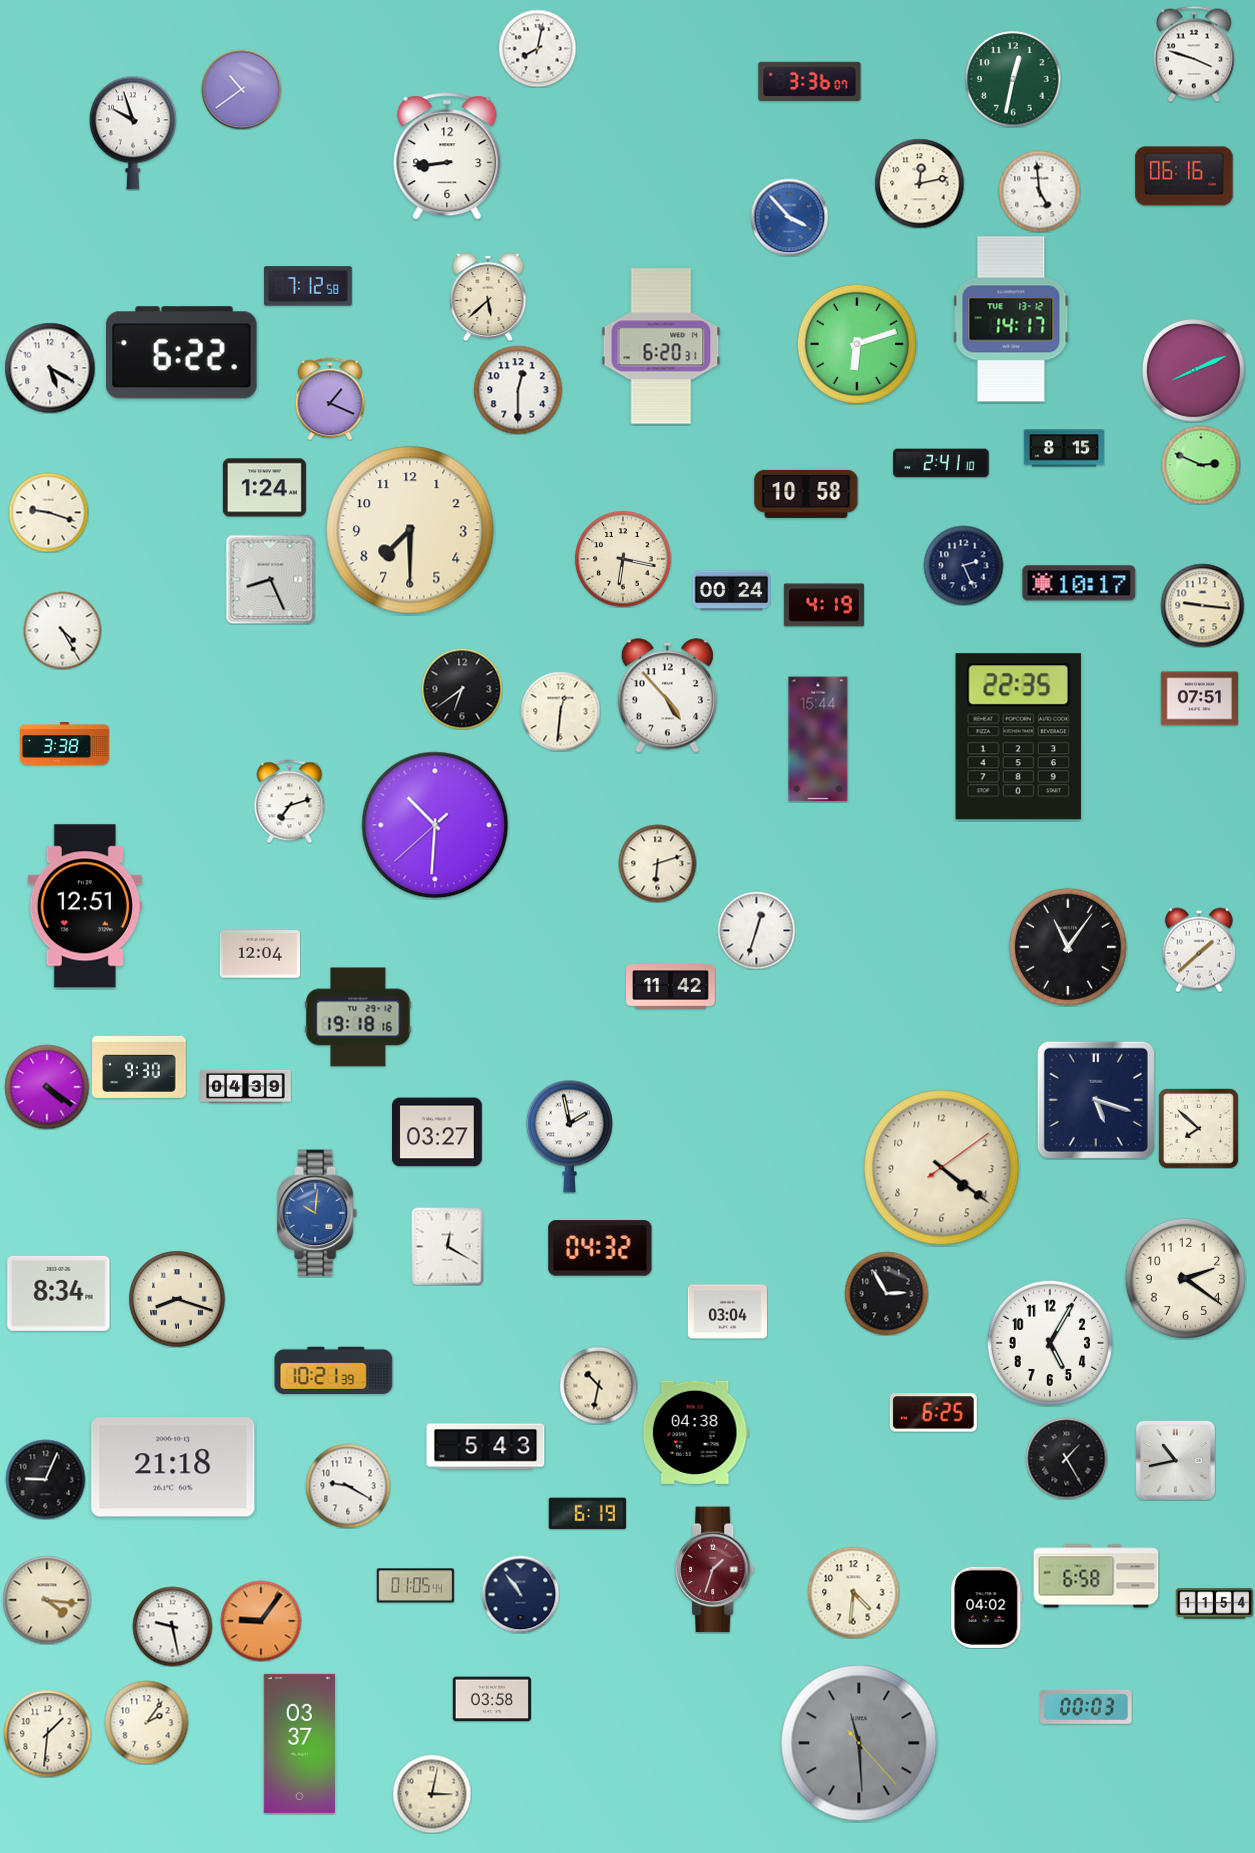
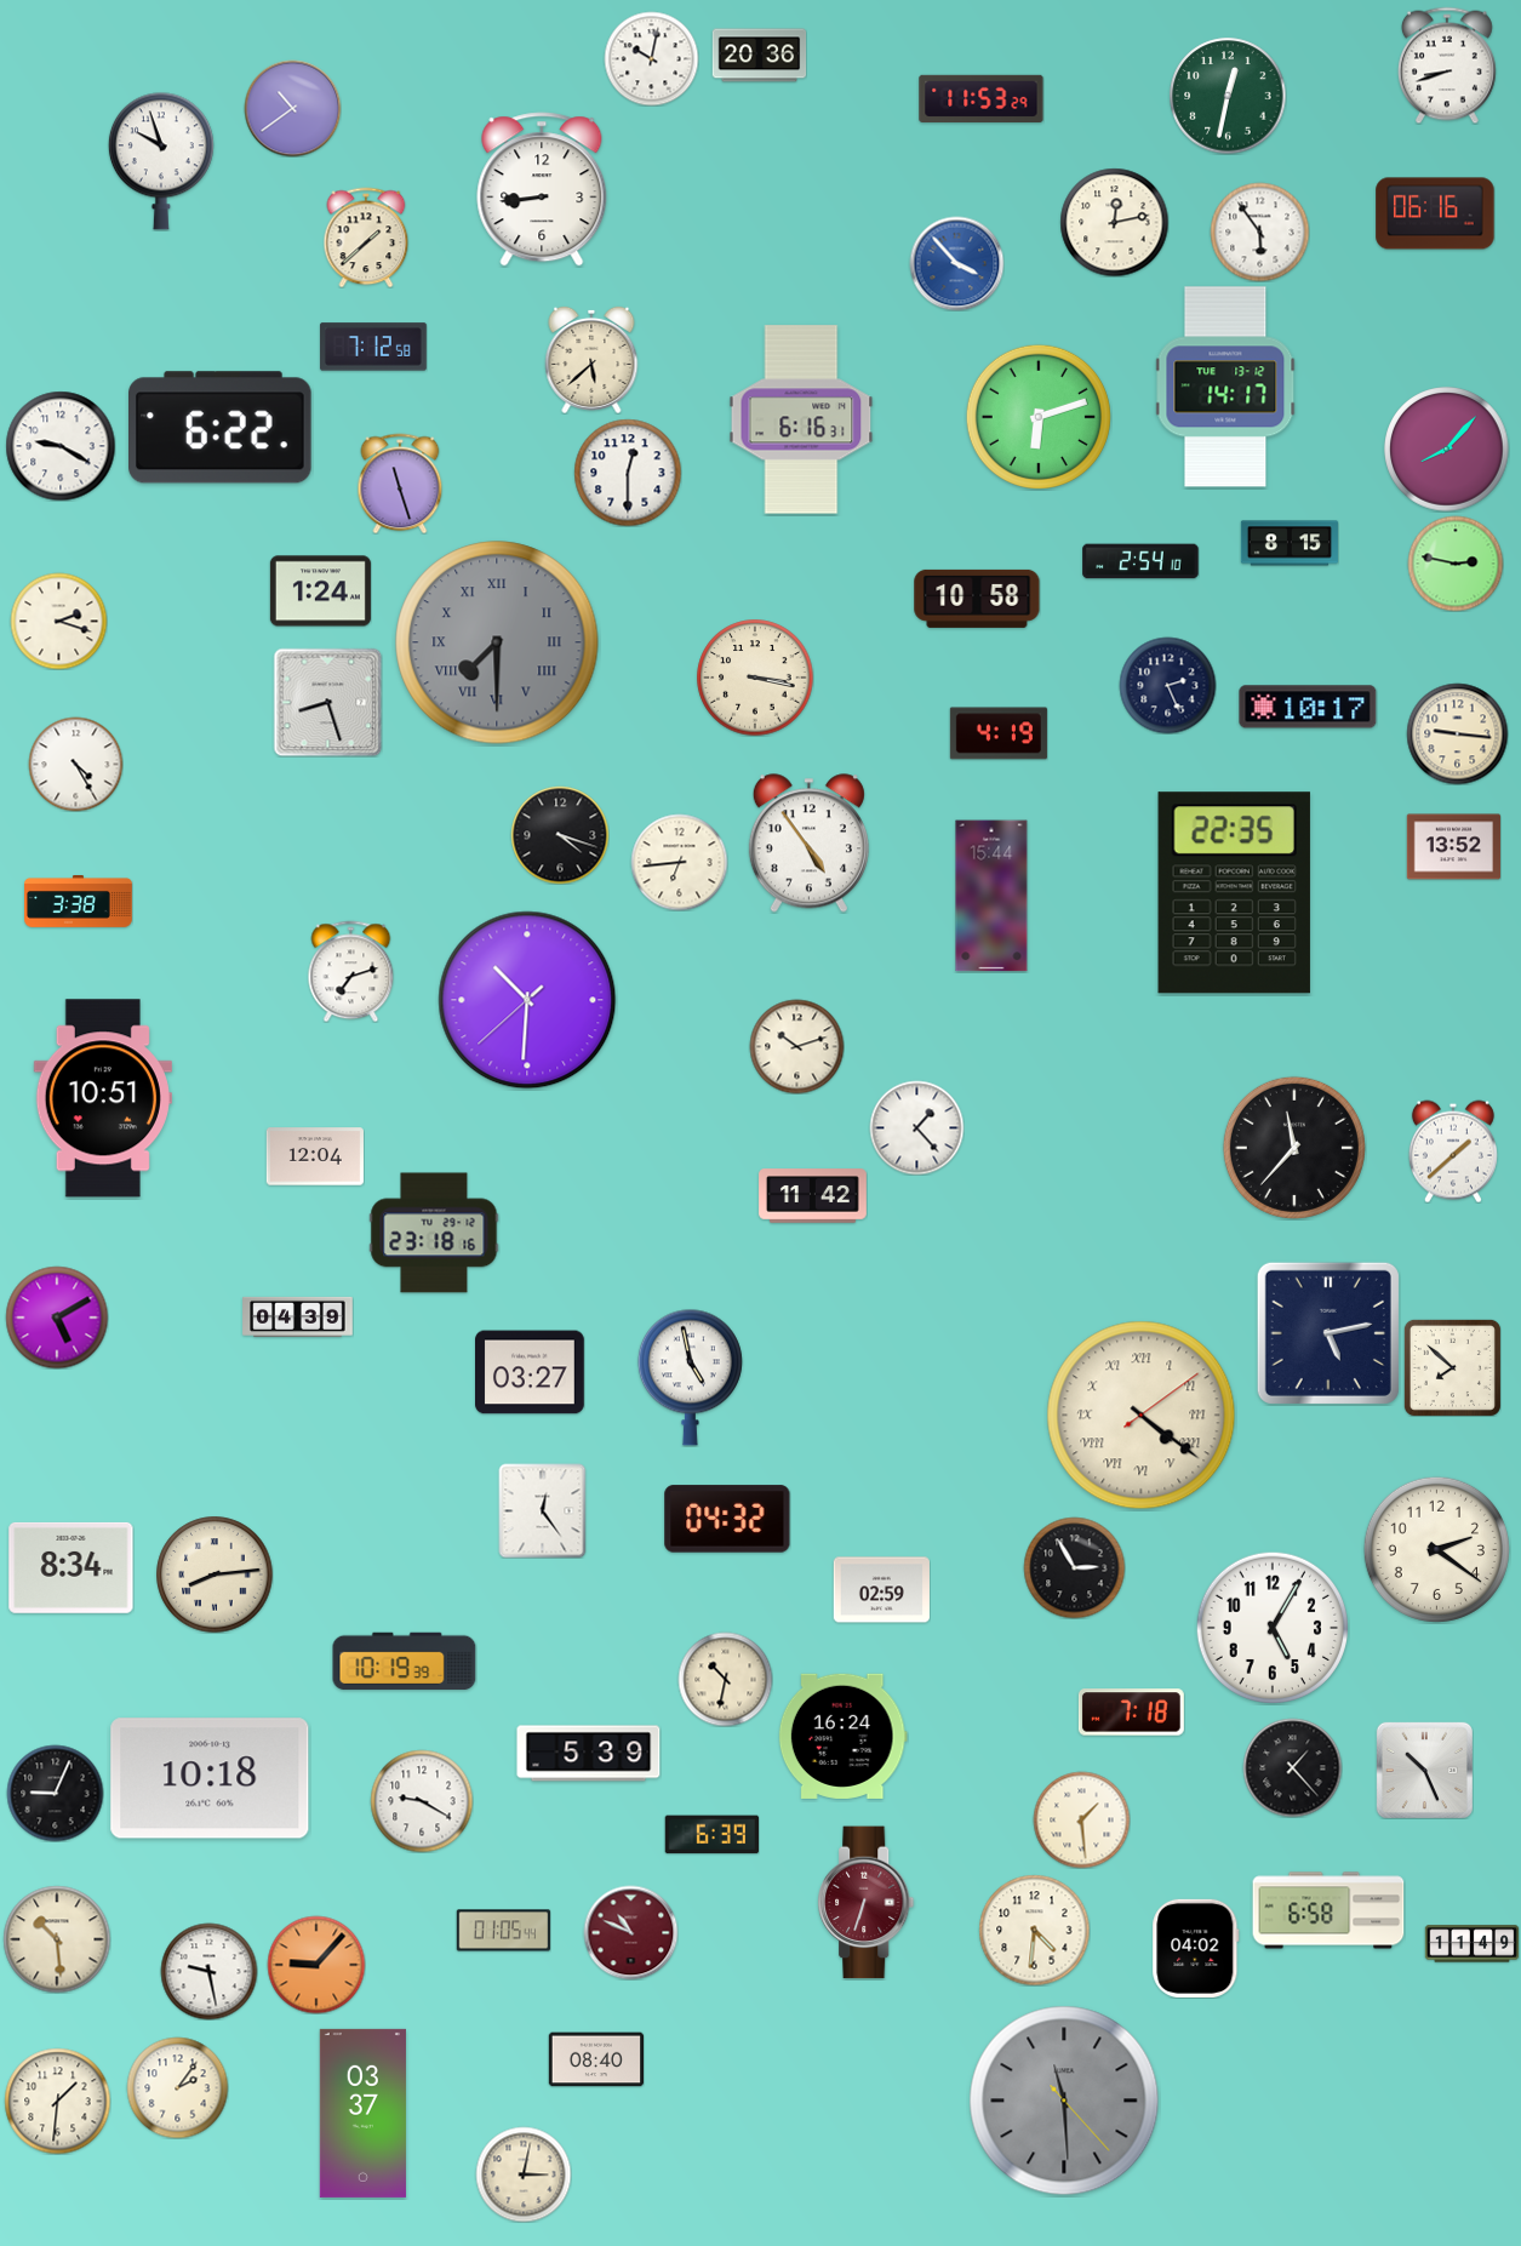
clock at (759, 56): none -> 20:36
clock at (537, 48): 8:02 -> 10:02
clock at (1194, 54): 3:48 -> 8:42
clock at (810, 81): 3:36 -> 11:53
clock at (1039, 191): 4:59 -> 5:54
clock at (366, 238): none -> 1:38
clock at (661, 346): 6:20 -> 6:16
clock at (50, 368): 5:20 -> 9:20
clock at (1194, 371): 8:11 -> 8:07
clock at (330, 399): 1:19 -> 11:27
clock at (941, 463): 2:41 -> 2:54
clock at (1201, 465): 2:49 -> 2:47
clock at (48, 512): 9:18 -> 2:18
clock at (410, 530) dial: cream -> grey
clock at (410, 530) numerals: Arabic -> Roman
clock at (623, 559): 6:17 -> 3:17
clock at (270, 579): 8:26 -> 8:27
clock at (731, 591): 00:24 -> none
clock at (462, 689): 6:39 -> 4:18
clock at (667, 696): 4:53 -> 4:54
clock at (1199, 699): 07:51 -> 13:52
clock at (560, 711): 12:31 -> 6:44
clock at (657, 863): 6:12 -> 10:12
clock at (85, 906): 12:51 -> 10:51
clock at (756, 930): 12:33 -> 1:23
clock at (1068, 947): 11:06 -> 11:37
clock at (358, 1017): 19:18 -> 23:18
clock at (139, 1067): 9:30 -> none
clock at (47, 1087): 4:21 -> 5:10
clock at (1096, 1100): 5:18 -> 5:13
clock at (569, 1136): 1:58 -> 4:58
clock at (942, 1168) numerals: Arabic -> Roman
clock at (318, 1213): 10:01 -> none
clock at (448, 1246): 12:20 -> 12:24
clock at (600, 1248) position: (600, 1248) -> (727, 1519)
clock at (177, 1299): 8:18 -> 8:14
clock at (727, 1312): 03:04 -> 02:59
clock at (334, 1371): 10:21 -> 10:19
clock at (933, 1413): 6:25 -> 7:18
clock at (695, 1432): 04:38 -> 16:24
clock at (486, 1447): 5:43 -> 5:39
clock at (1066, 1458): 1:25 -> 1:23
clock at (1175, 1460): 10:43 -> 10:26
clock at (173, 1467): 21:18 -> 10:18
clock at (1081, 1819): none -> 1:29
clock at (587, 1514): 6:19 -> 6:39
clock at (715, 1570): 1:33 -> 6:33
clock at (415, 1586) position: (415, 1586) -> (503, 1931)
clock at (520, 1594): 10:54 -> 10:49
clock at (520, 1594) dial: navy -> burgundy
clock at (47, 1600): 4:16 -> 10:29
clock at (1214, 1604): 11:54 -> 11:49
clock at (261, 1621): 9:06 -> 9:07
clock at (491, 1699): 03:58 -> 08:40
clock at (1086, 1707): 00:03 -> none
clock at (859, 1743) position: (859, 1743) -> (1064, 2101)
